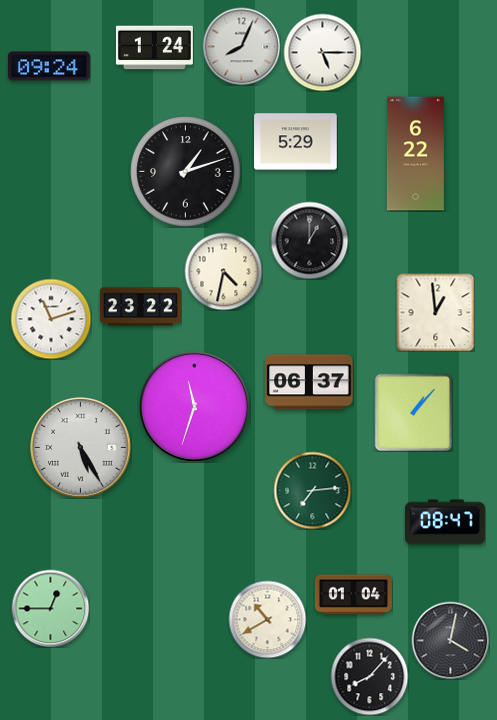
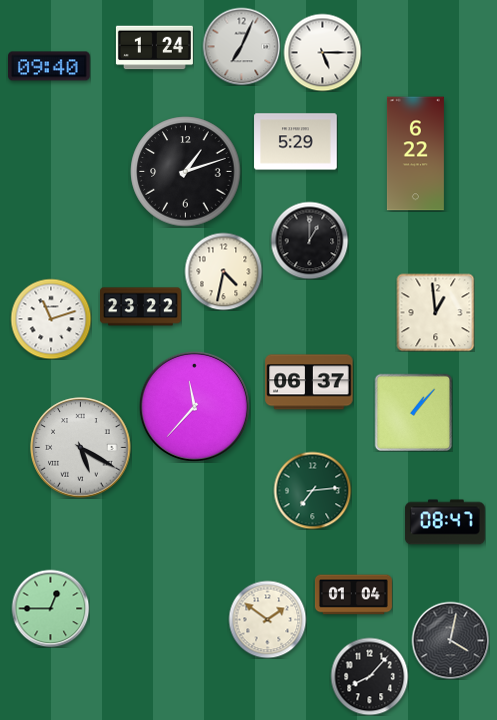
clock at (241, 46): 8:04 -> 7:04
clock at (50, 66): 09:24 -> 09:40
clock at (194, 406): 11:33 -> 11:37
clock at (81, 448): 5:25 -> 5:20
clock at (267, 619): 10:40 -> 1:51
